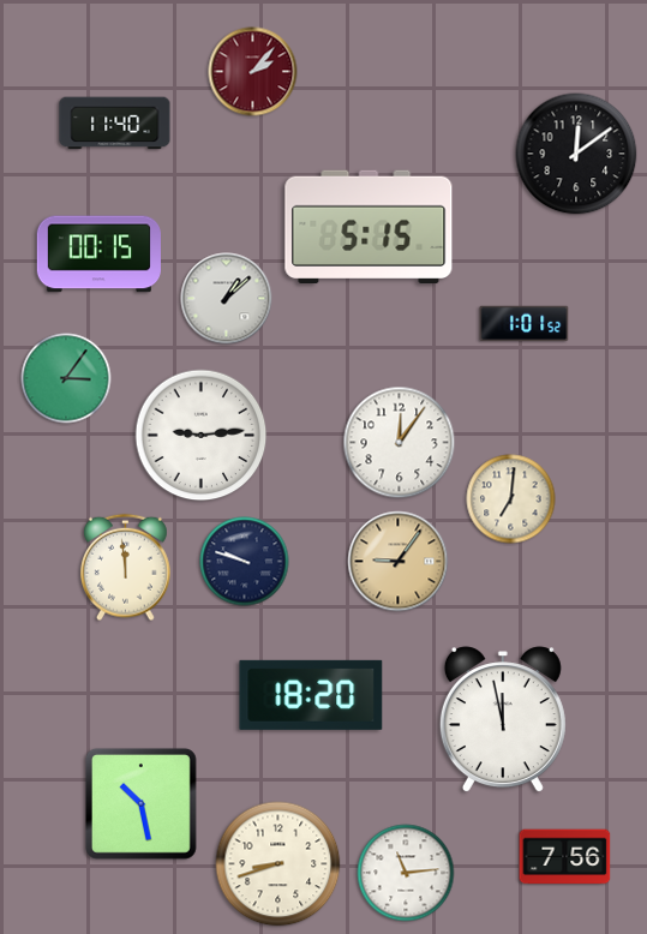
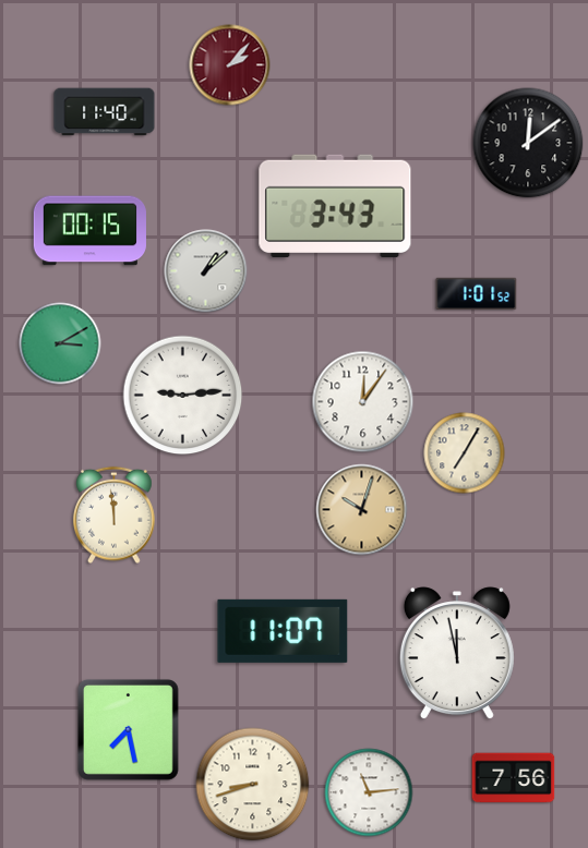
clock at (576, 154) position: (576, 154) -> (528, 143)
clock at (369, 227): 5:15 -> 3:43
clock at (66, 378): 3:06 -> 3:10
clock at (511, 499): 7:01 -> 7:05
clock at (245, 562): 9:48 -> none
clock at (399, 562): 9:06 -> 10:03
clock at (311, 695): 18:20 -> 11:07
clock at (140, 803): 10:28 -> 7:28
